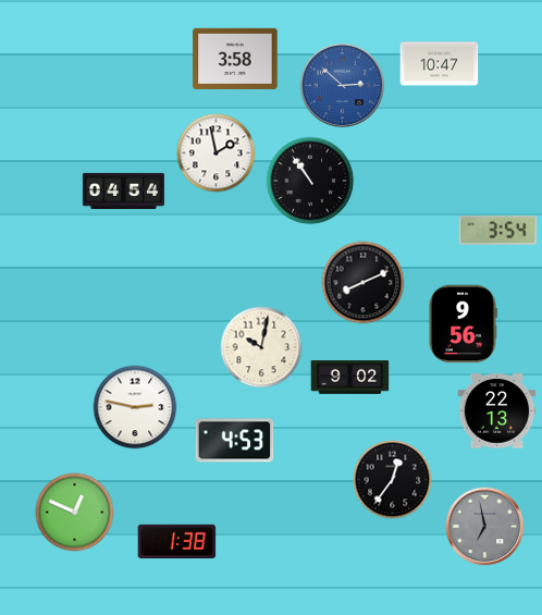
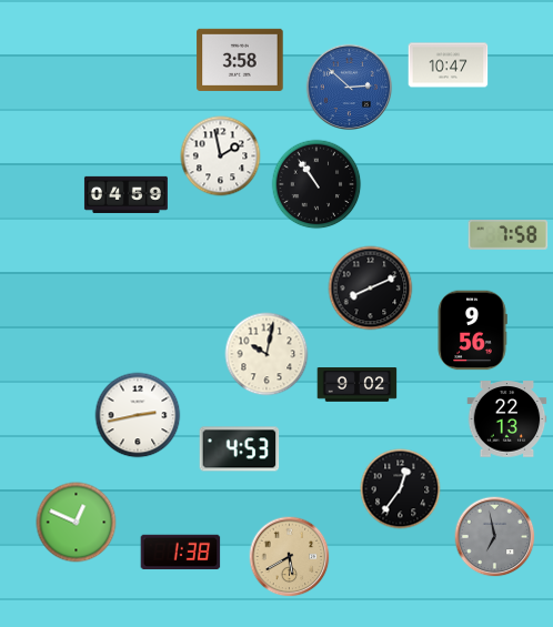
clock at (123, 190): 04:54 -> 04:59
clock at (498, 230): 3:54 -> 7:58
clock at (135, 407): 2:47 -> 2:43
clock at (290, 557): none -> 5:40
